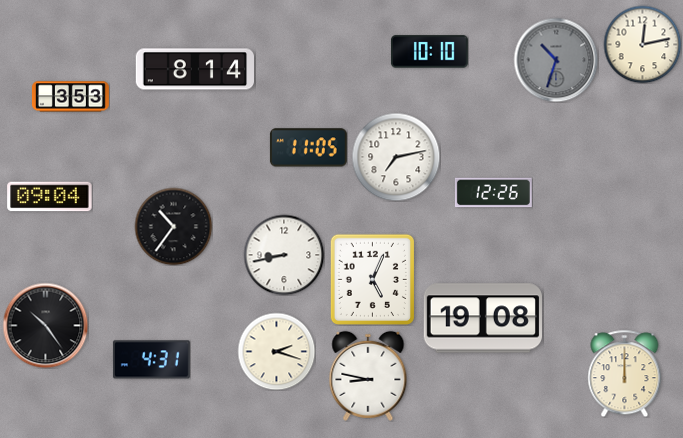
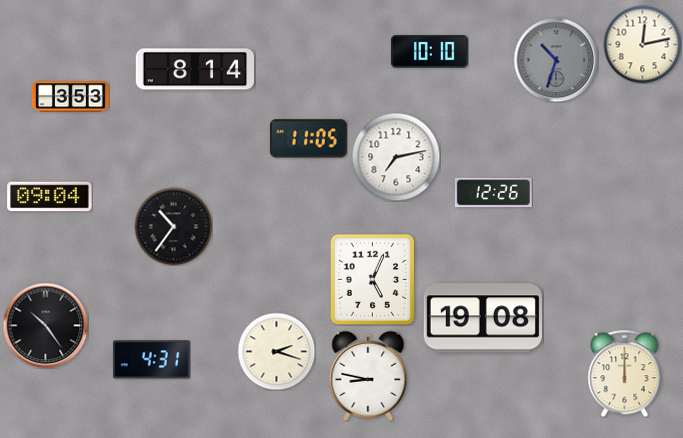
clock at (308, 148) position: (308, 148) -> (308, 139)
clock at (284, 255): 8:43 -> none
